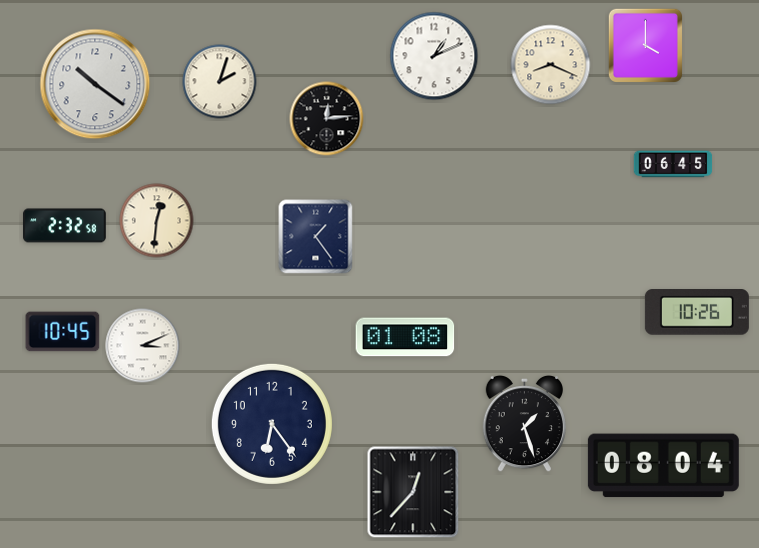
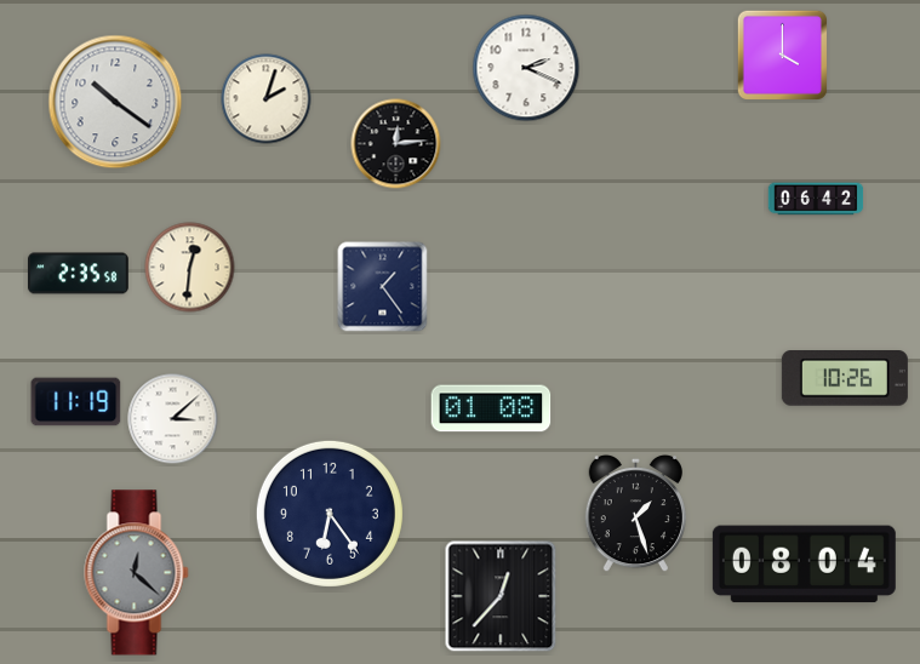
clock at (434, 56): 1:11 -> 2:19
clock at (551, 65): 8:19 -> none
clock at (673, 164): 06:45 -> 06:42
clock at (65, 226): 2:32 -> 2:35
clock at (63, 332): 10:45 -> 11:19
clock at (143, 346): 3:11 -> 3:08
clock at (137, 573): none -> 12:22
